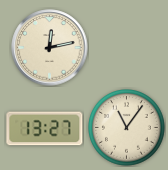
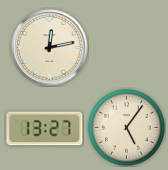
clock at (127, 128): 11:06 -> 5:06
